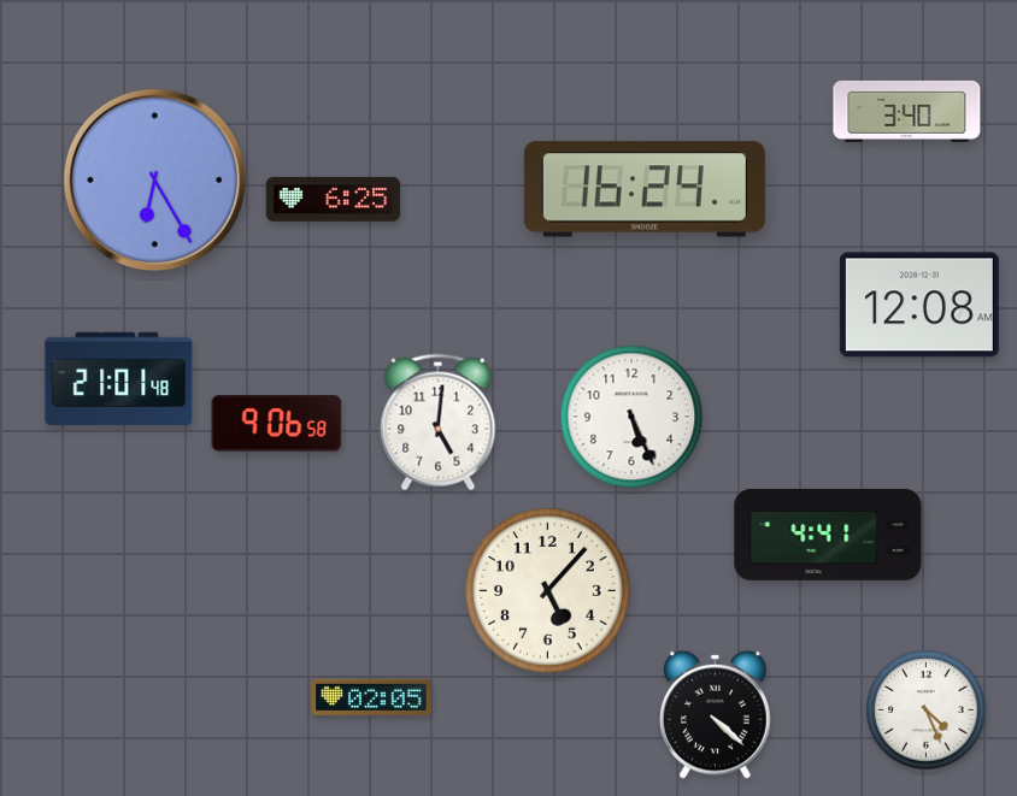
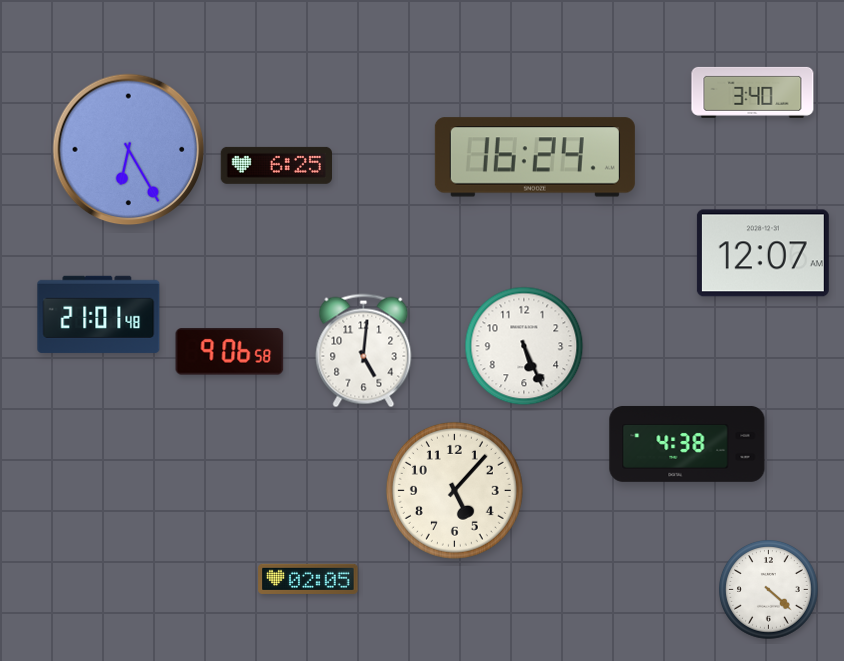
clock at (919, 305): 12:08 -> 12:07
clock at (828, 535): 4:41 -> 4:38
clock at (927, 710): 4:26 -> 4:22
clock at (716, 714): 4:22 -> none
